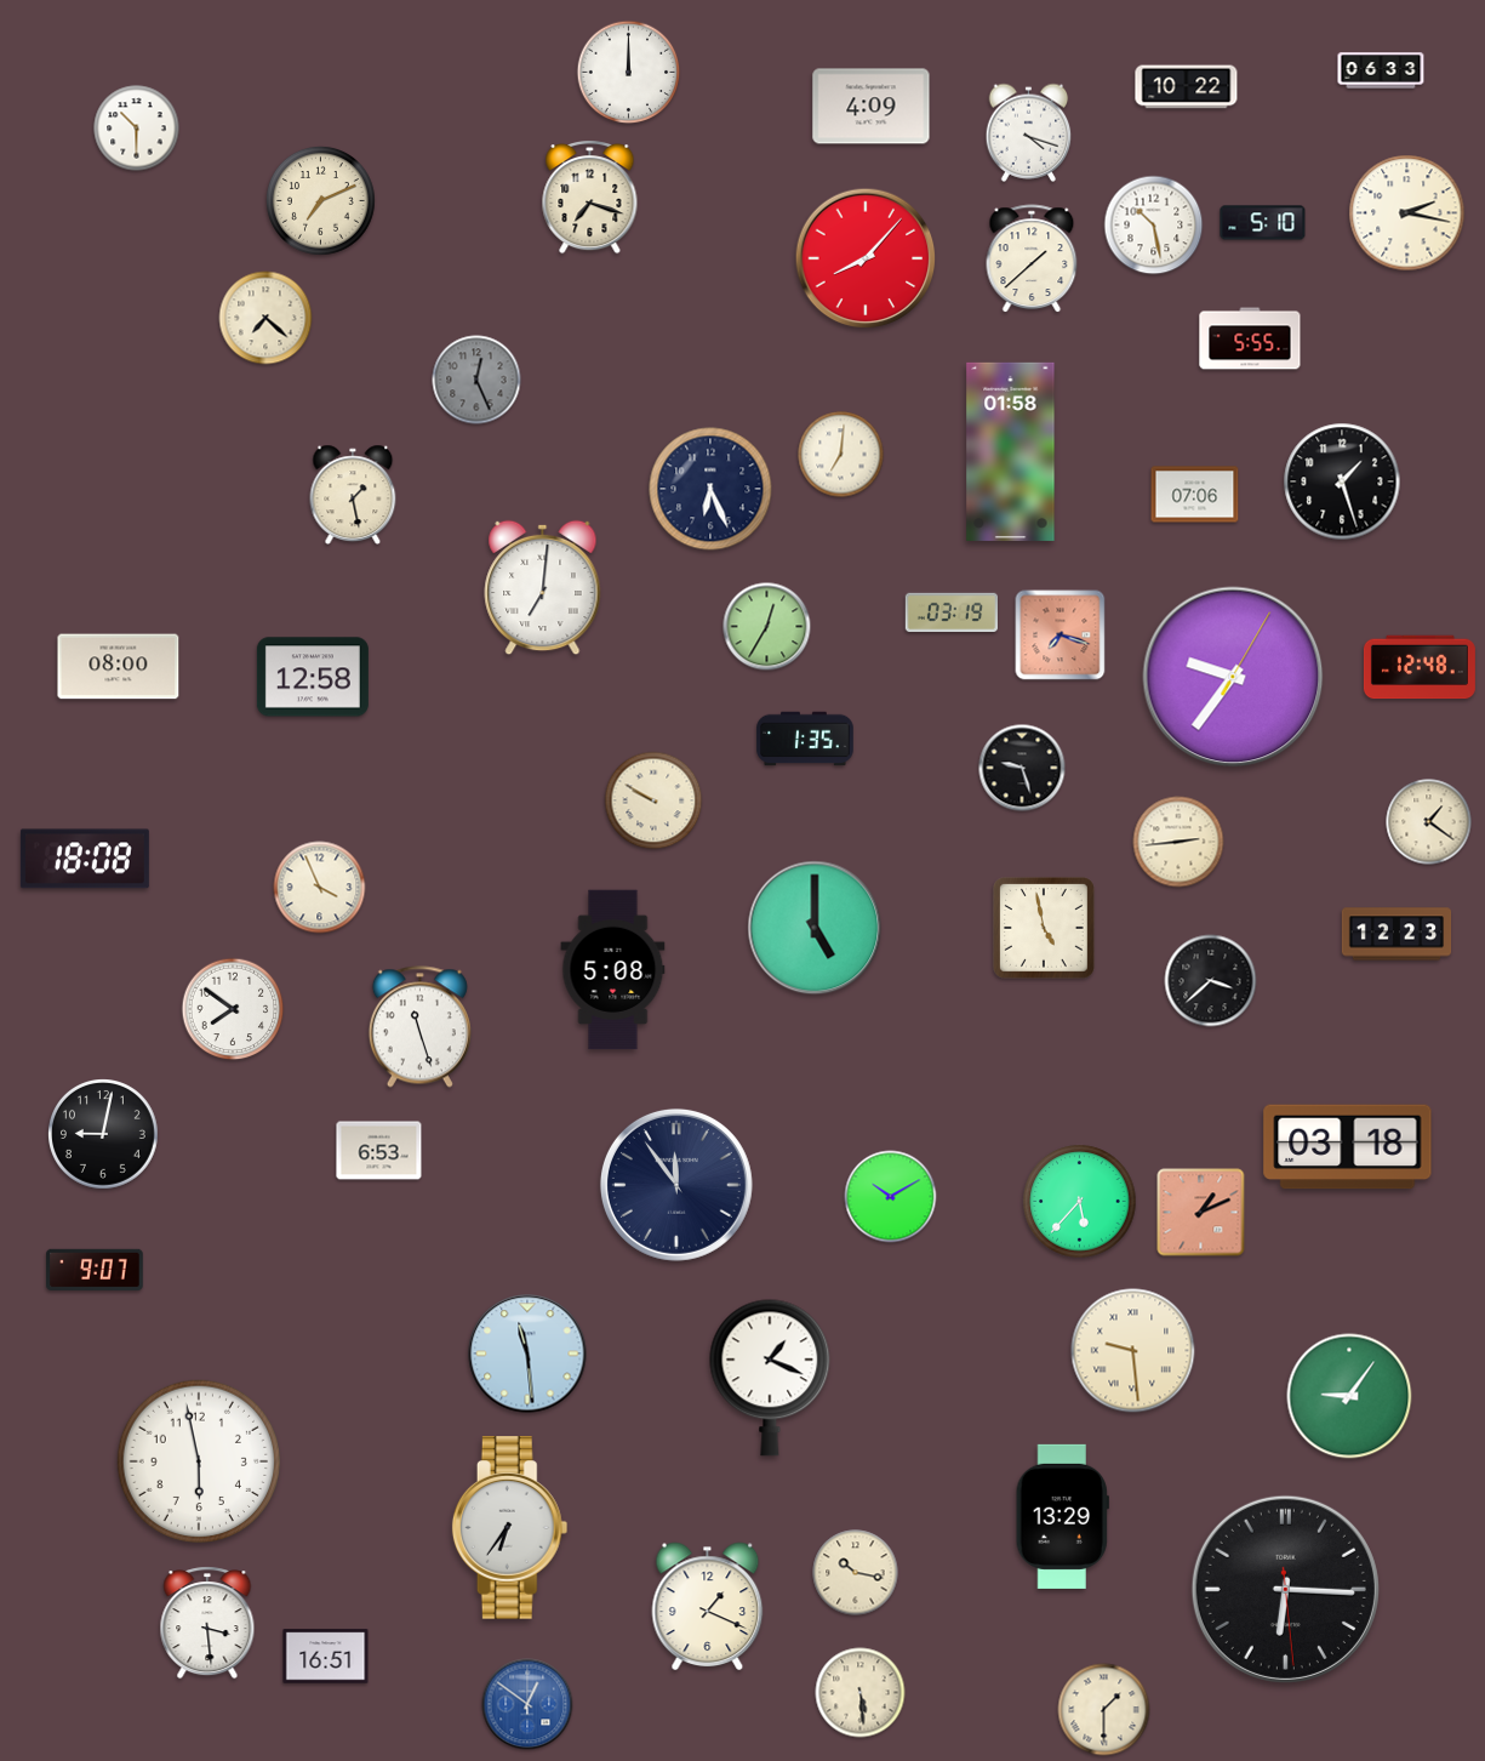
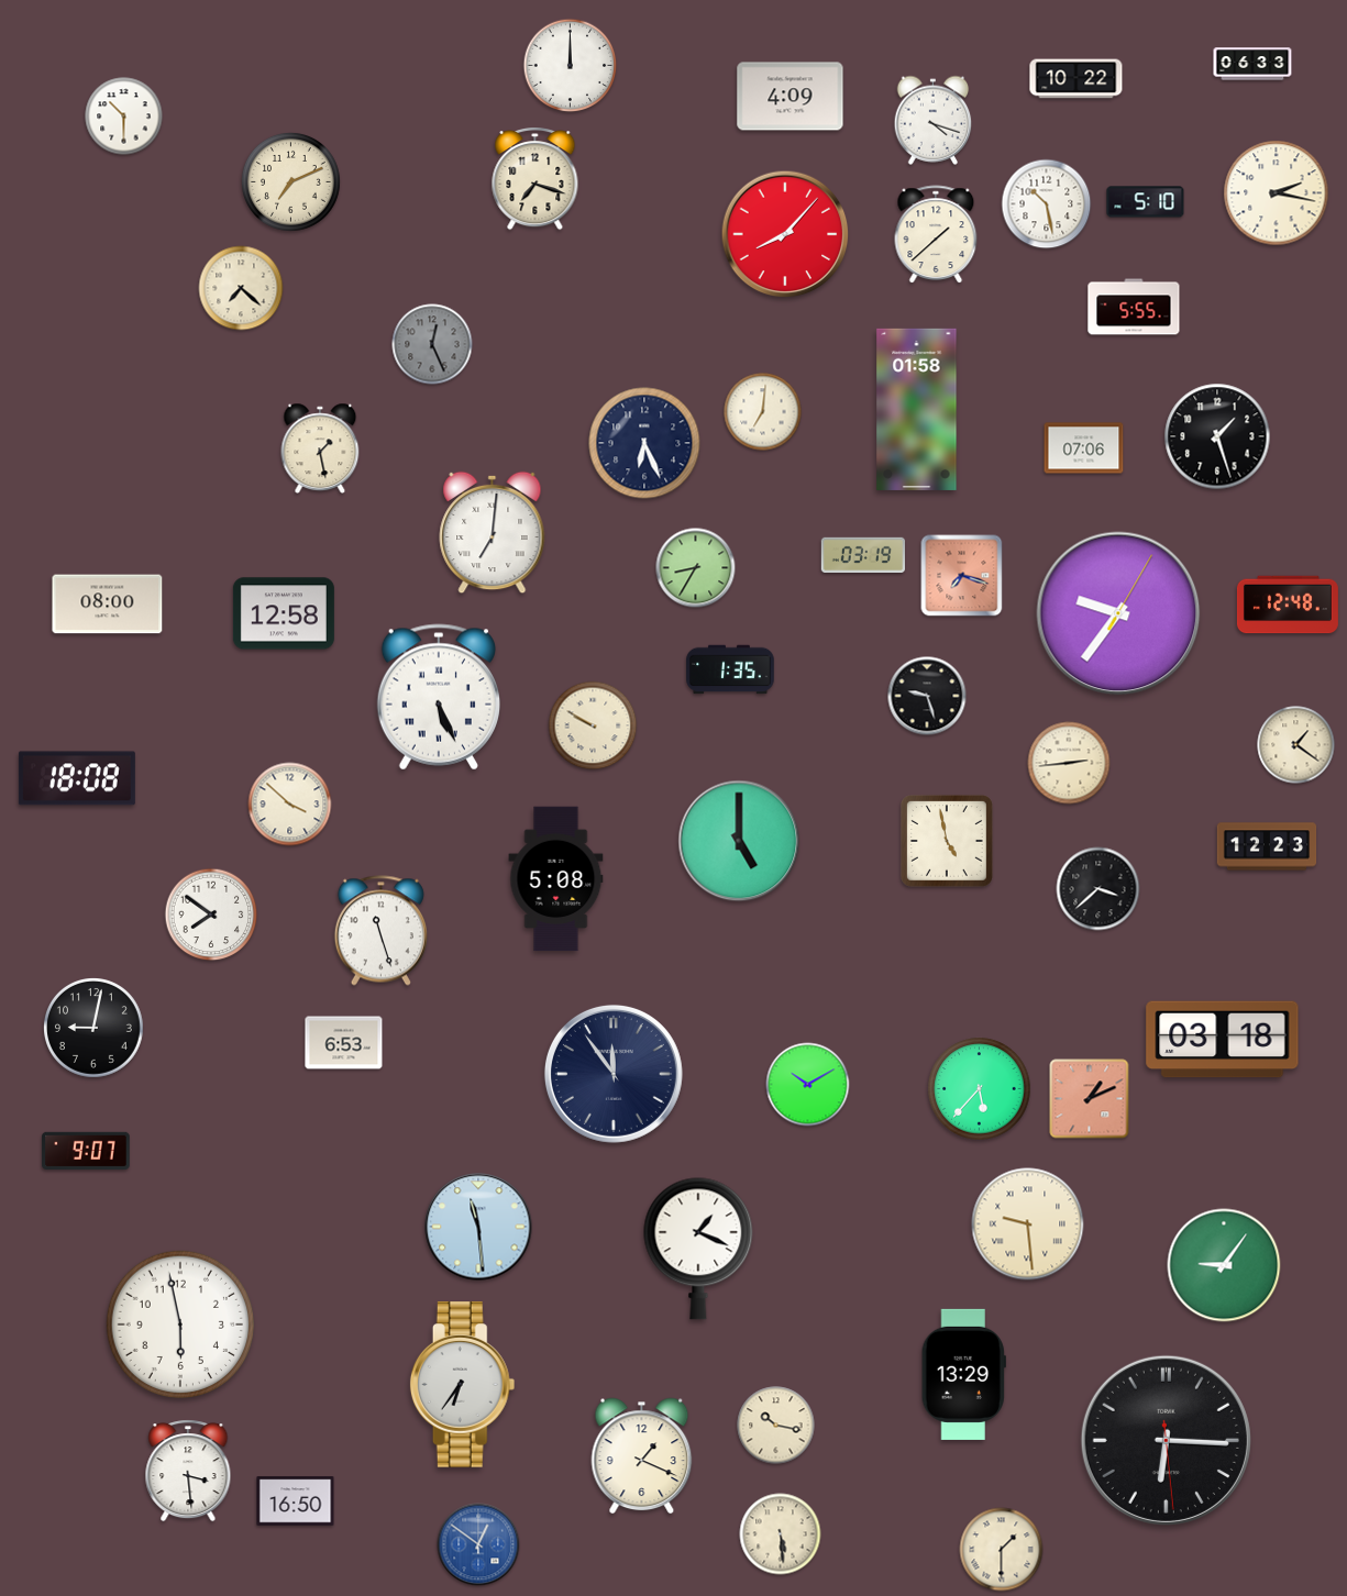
clock at (767, 627): 12:35 -> 8:35
clock at (439, 697): none -> 5:26
clock at (320, 888): 3:56 -> 3:52
clock at (326, 1657): 16:51 -> 16:50
